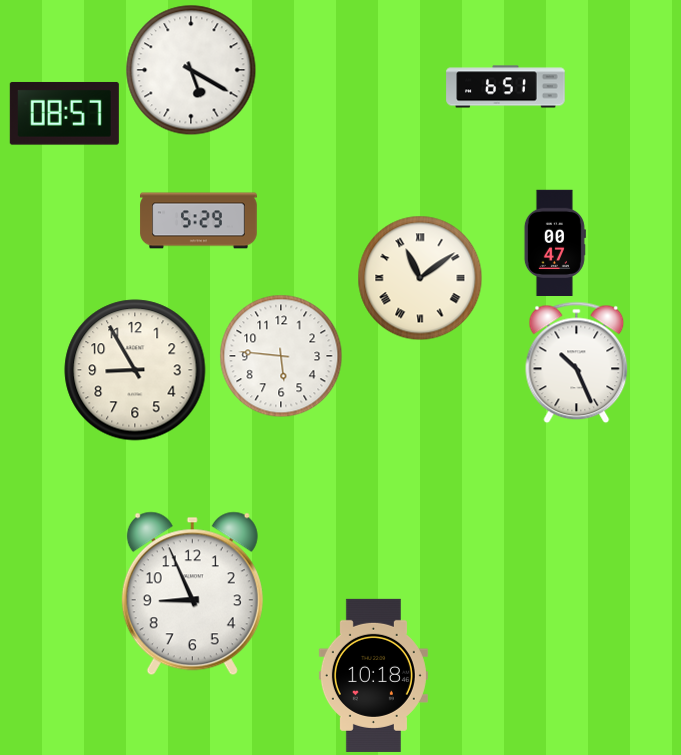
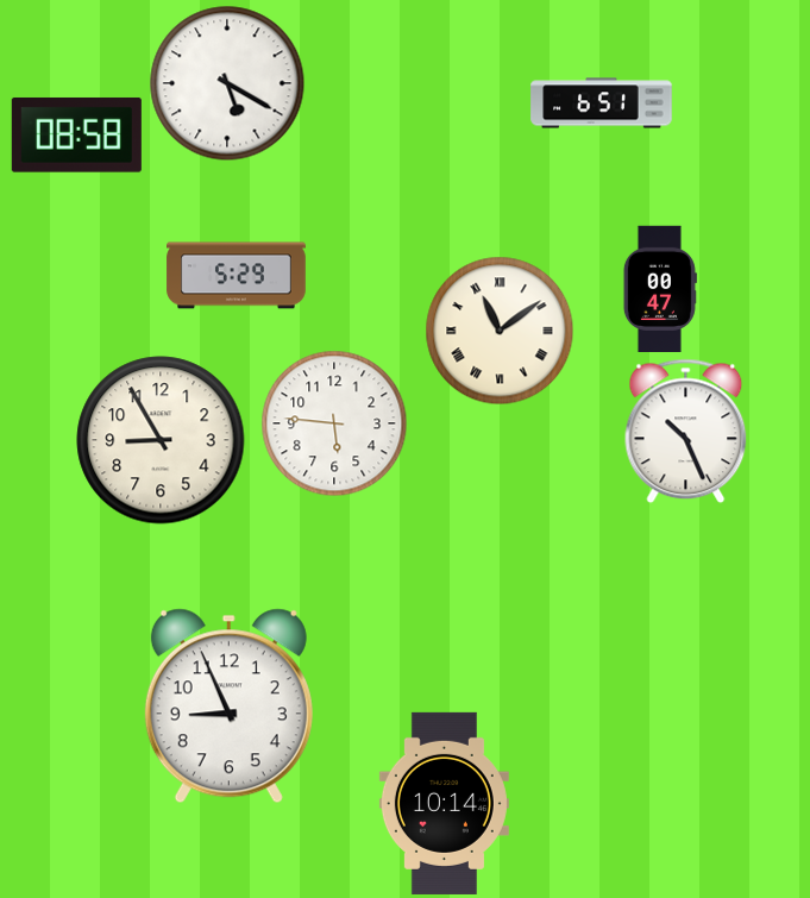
clock at (64, 113): 08:57 -> 08:58
clock at (199, 221) position: (199, 221) -> (237, 276)
clock at (373, 675): 10:18 -> 10:14
